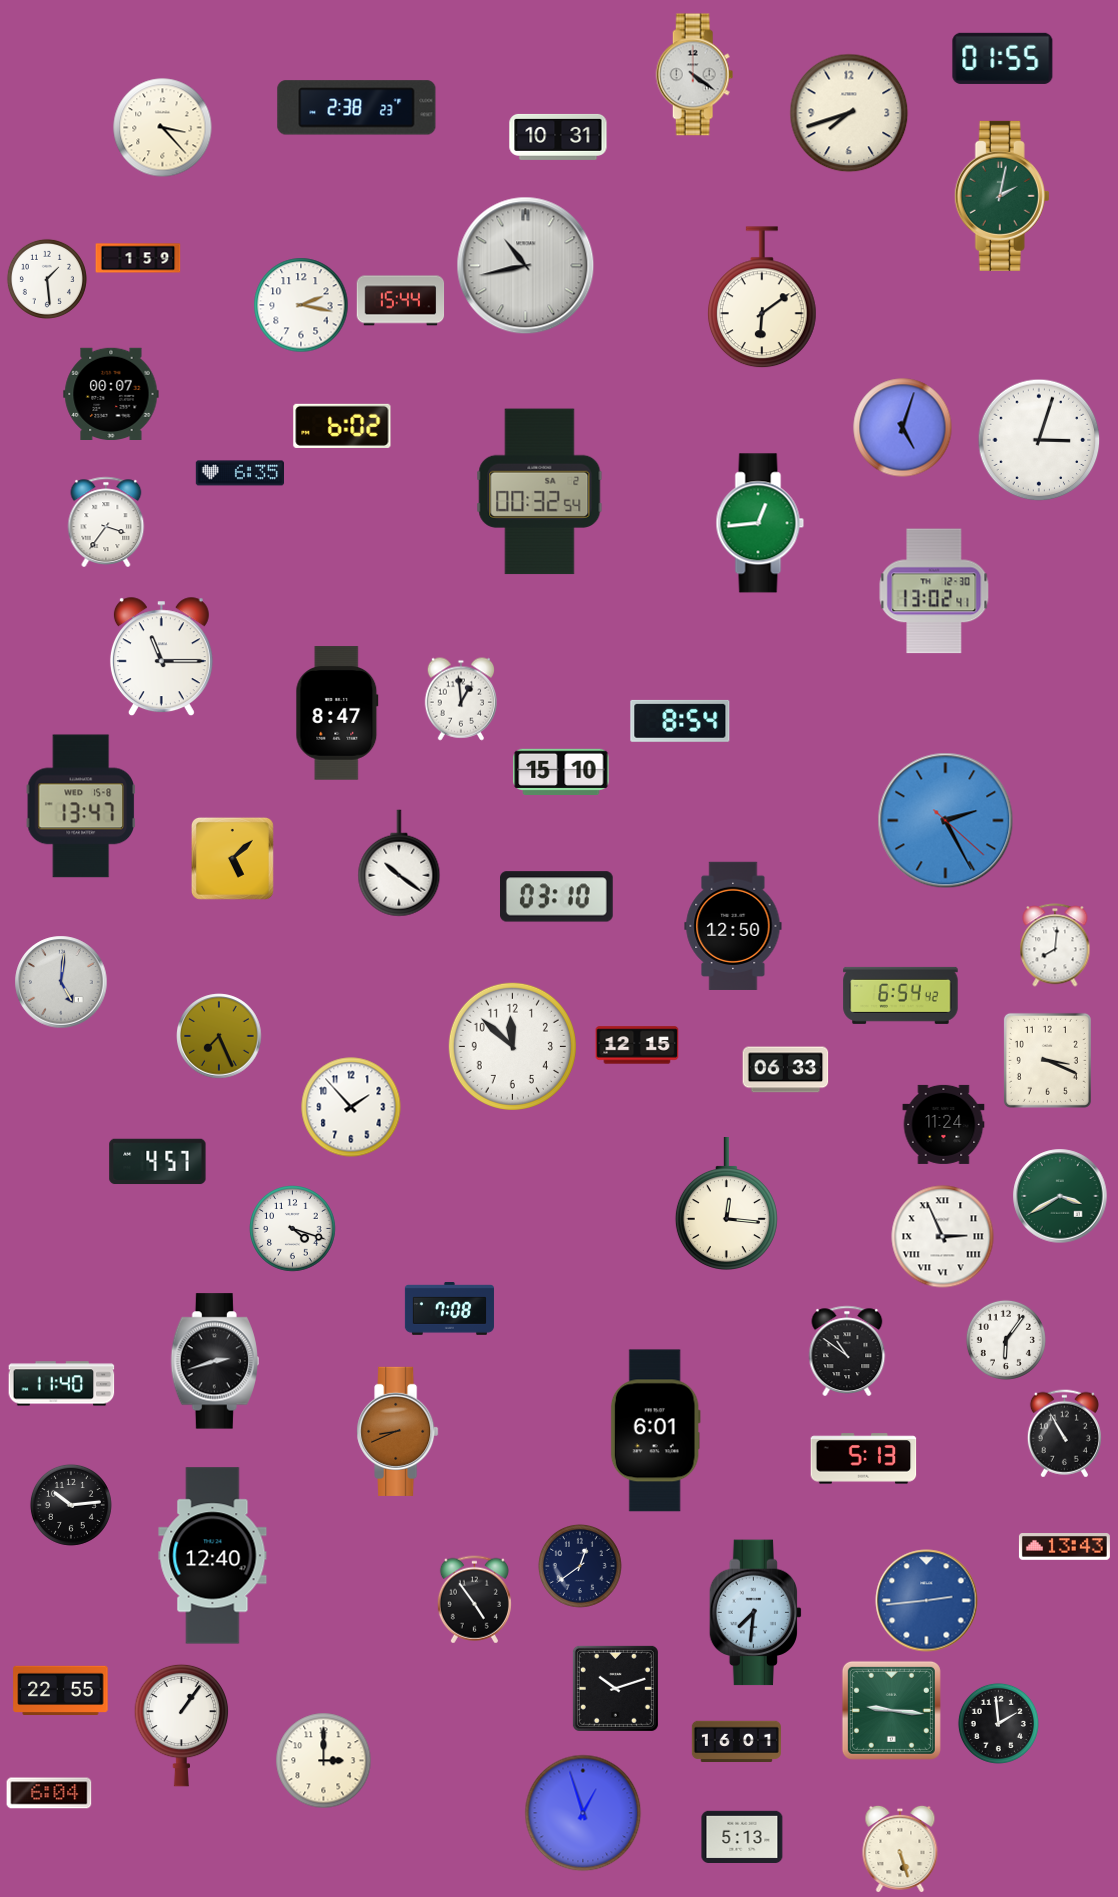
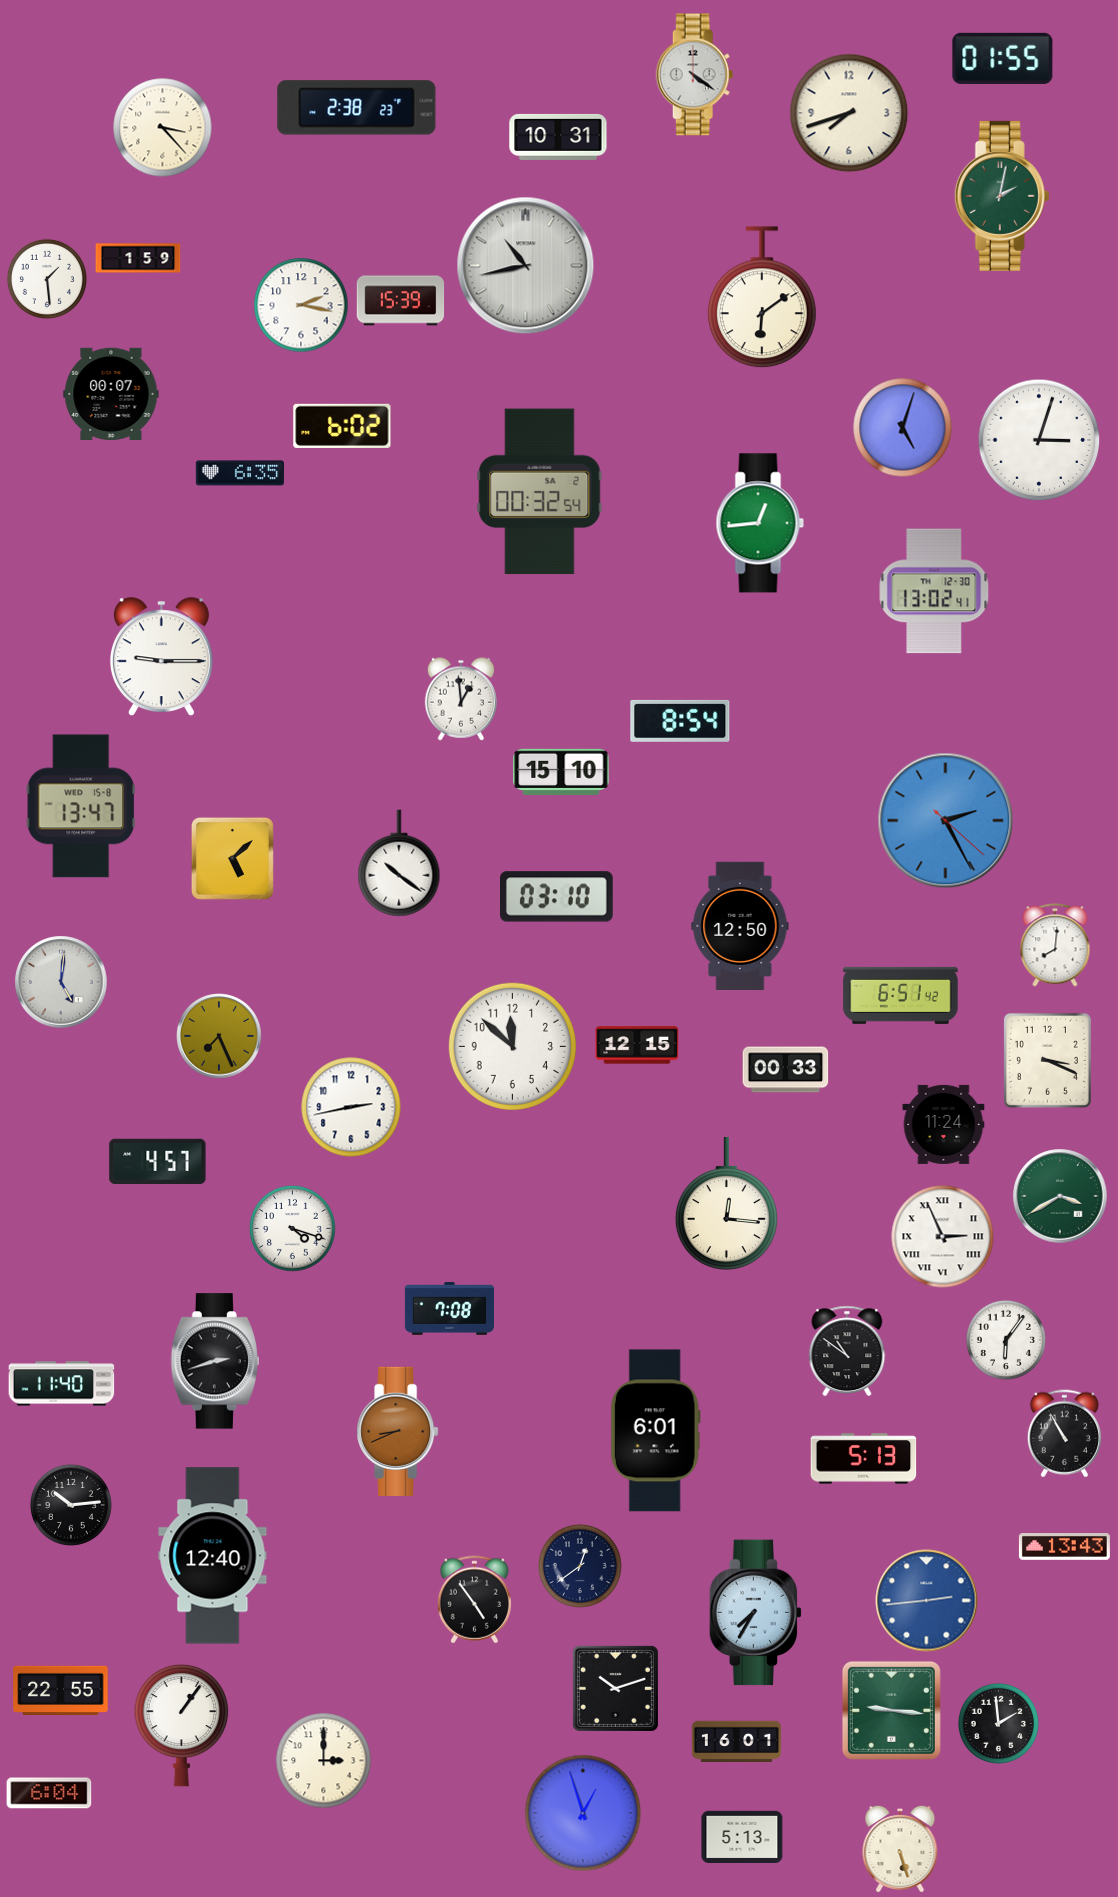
clock at (401, 301): 15:44 -> 15:39
clock at (106, 521): 3:36 -> none
clock at (161, 657): 11:15 -> 9:15
clock at (337, 713): 8:47 -> none
clock at (733, 926) position: (733, 926) -> (740, 926)
clock at (901, 995): 6:54 -> 6:51
clock at (786, 1070): 06:33 -> 00:33
clock at (351, 1107): 1:53 -> 2:43
clock at (756, 1613): 7:31 -> 7:35
